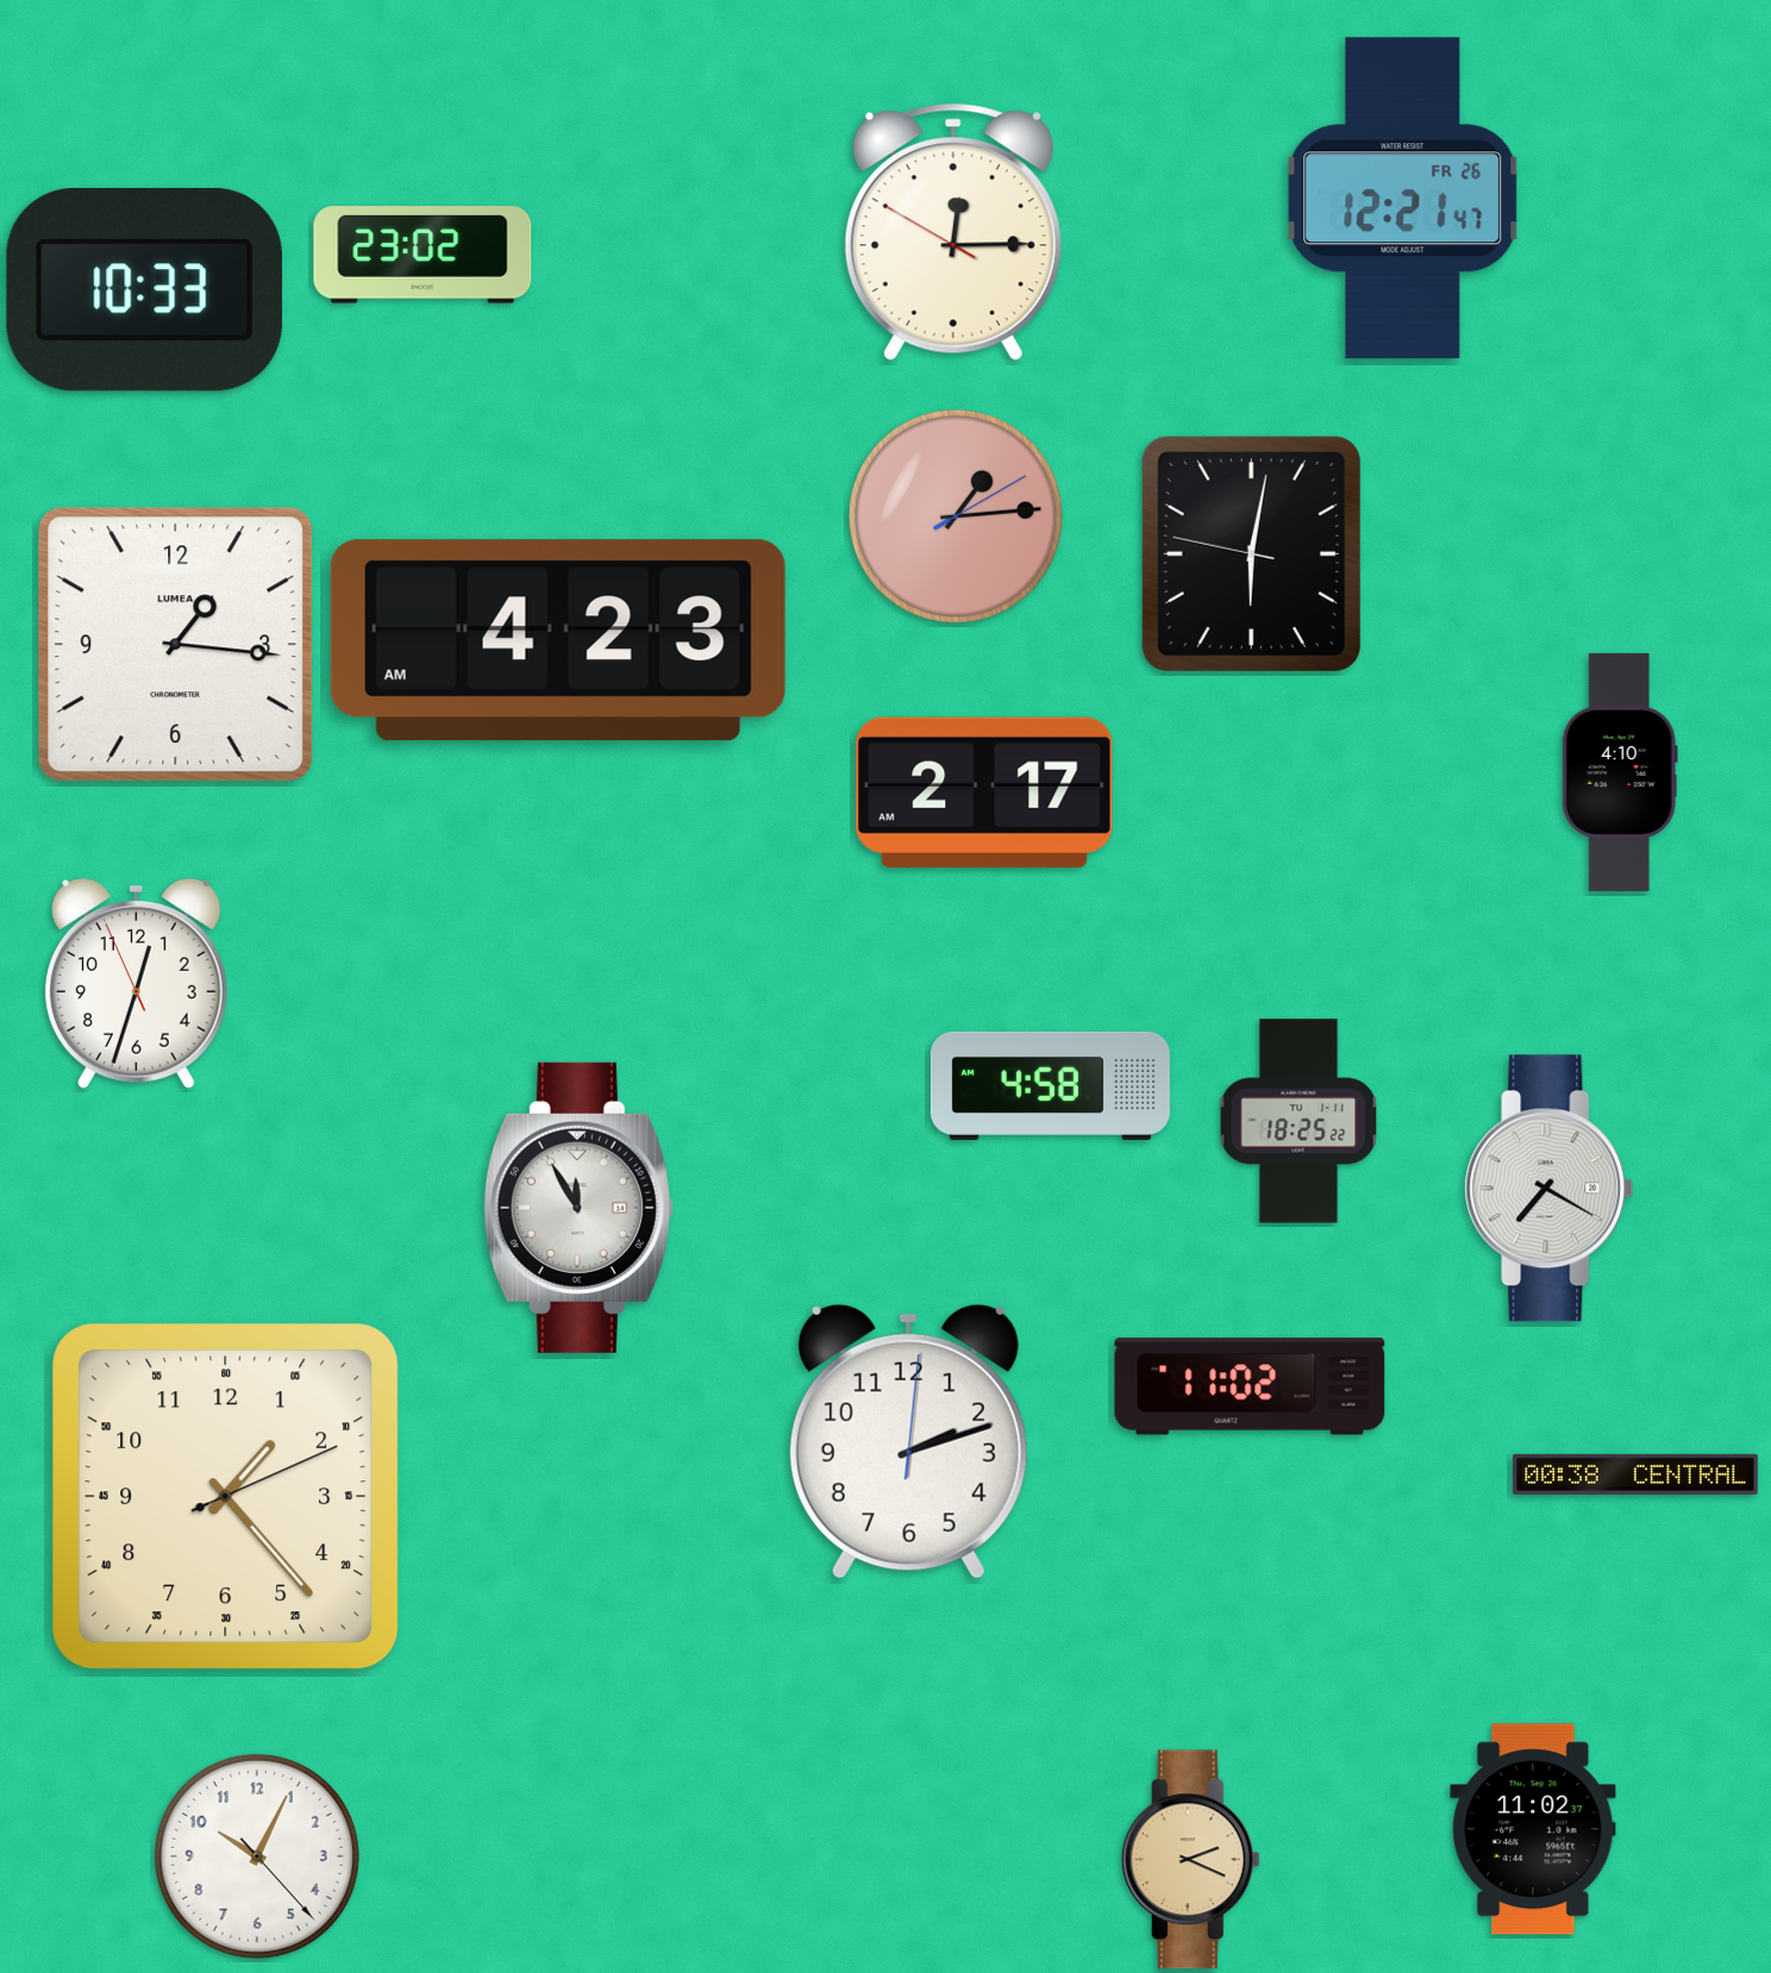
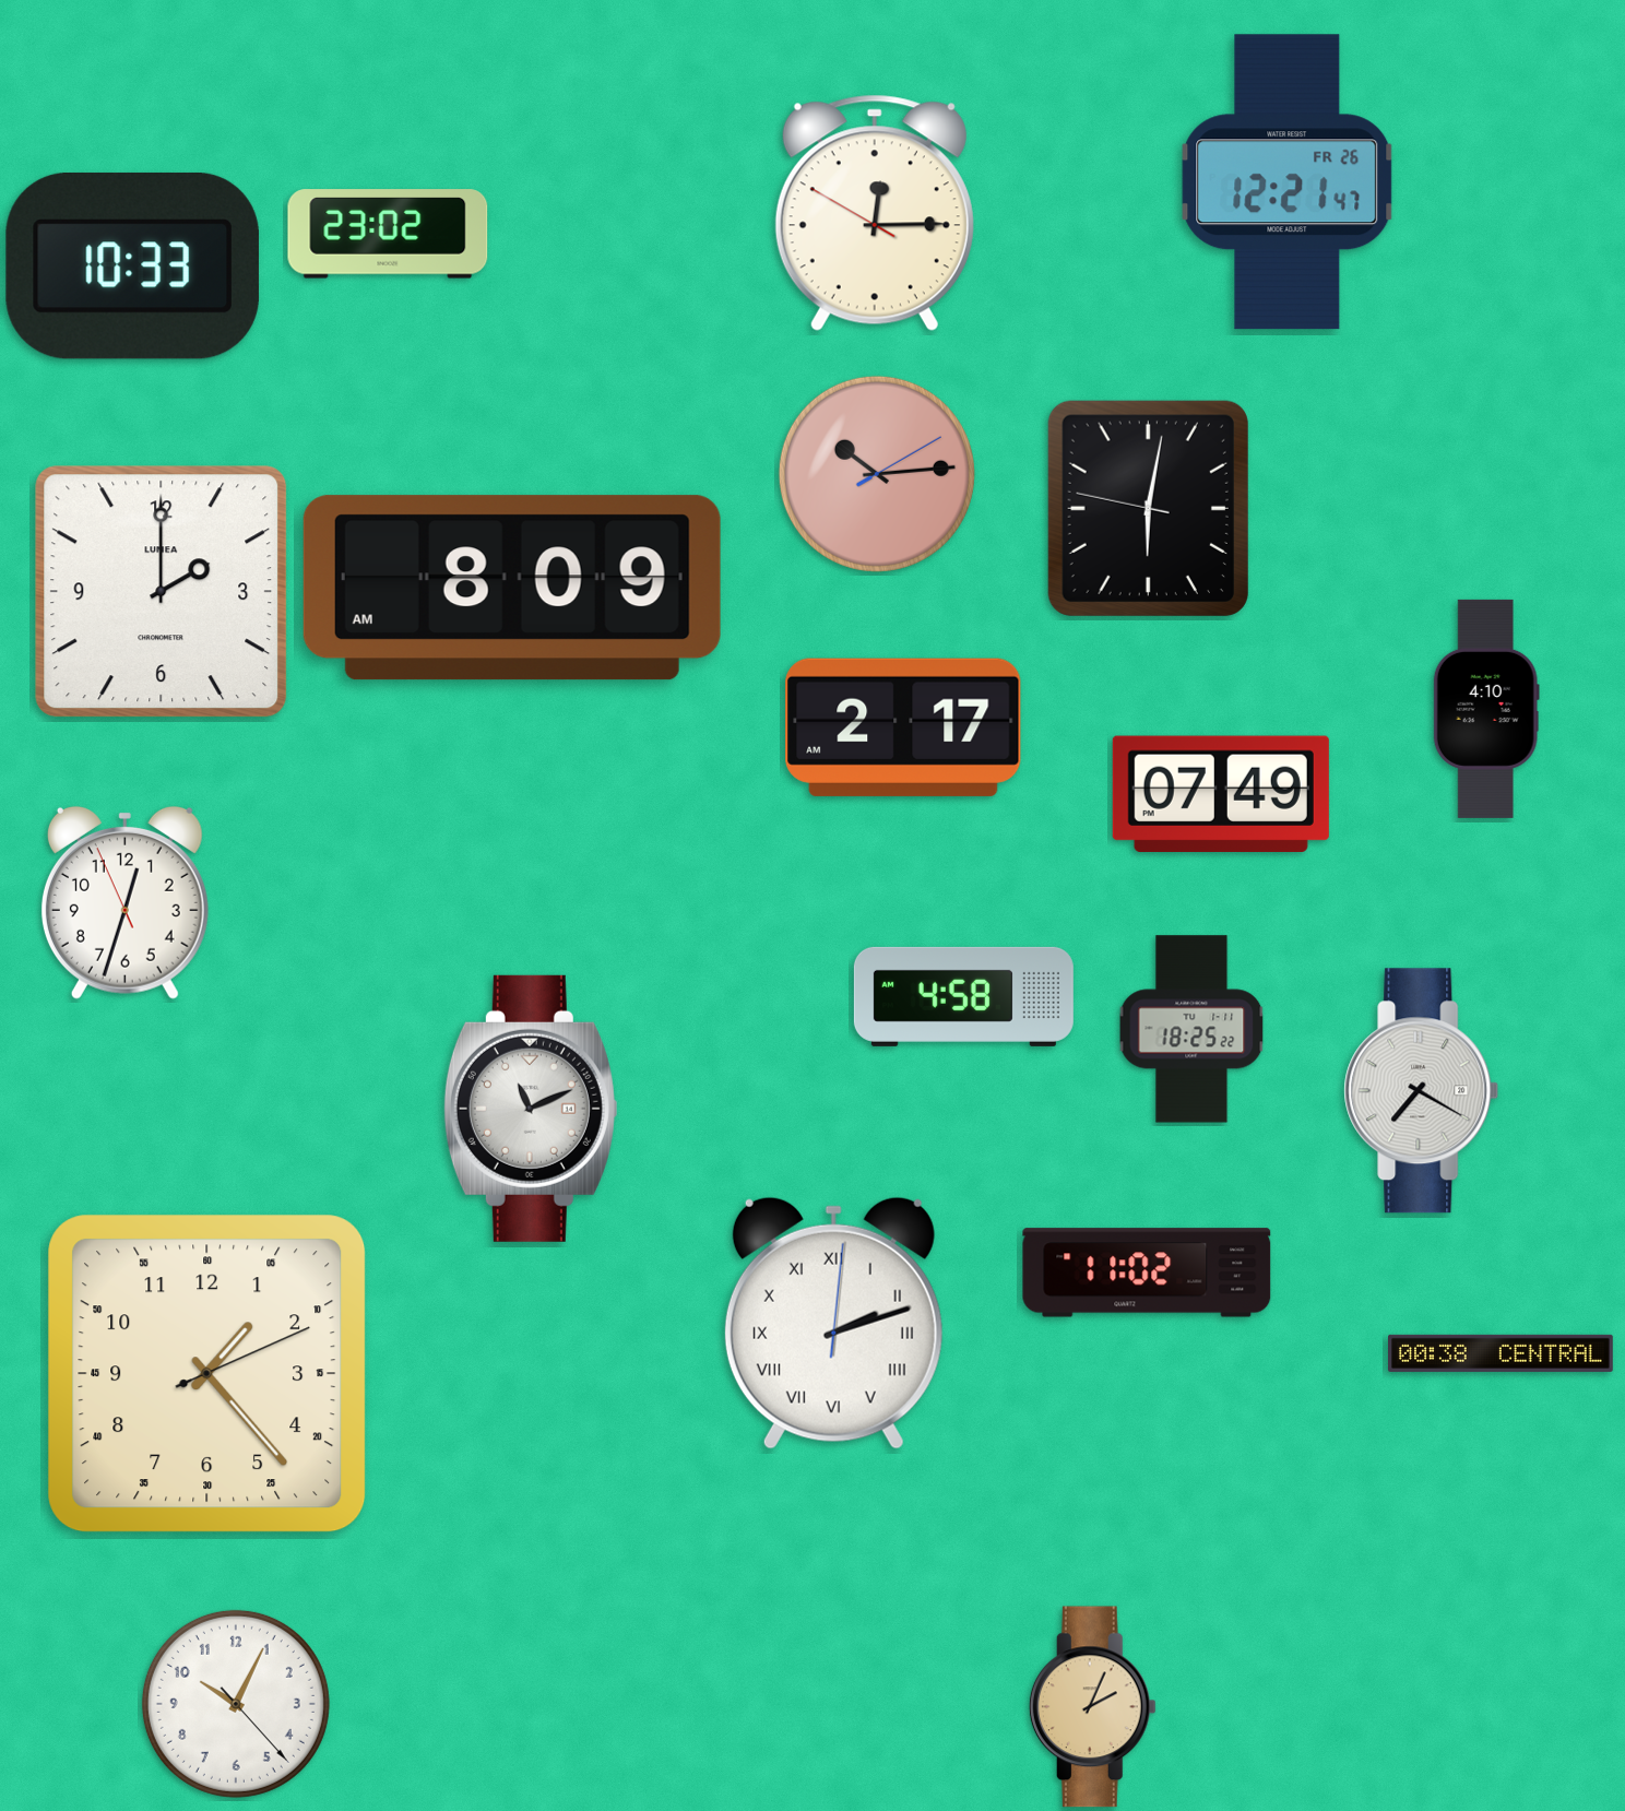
clock at (956, 516): 1:14 -> 10:14
clock at (558, 640): 4:23 -> 8:09
clock at (176, 645): 1:16 -> 2:00
clock at (1221, 793): none -> 07:49
clock at (578, 1208): 11:55 -> 11:11
clock at (908, 1441) numerals: Arabic -> Roman
clock at (1533, 1829): 11:02 -> none
clock at (1190, 1860): 2:19 -> 2:04
